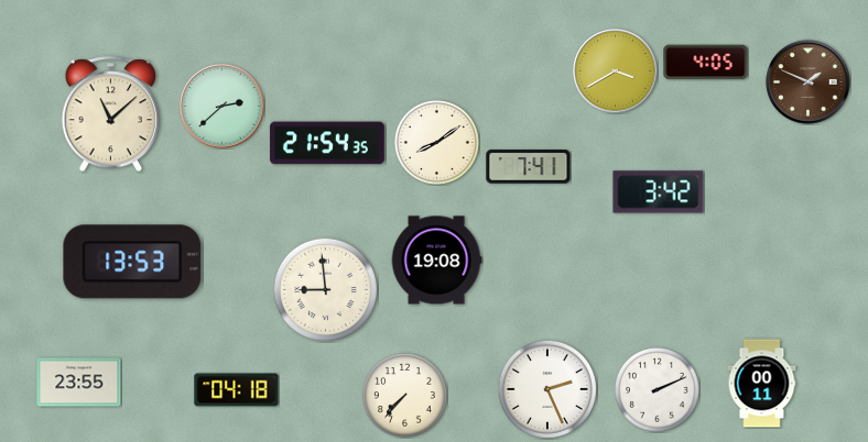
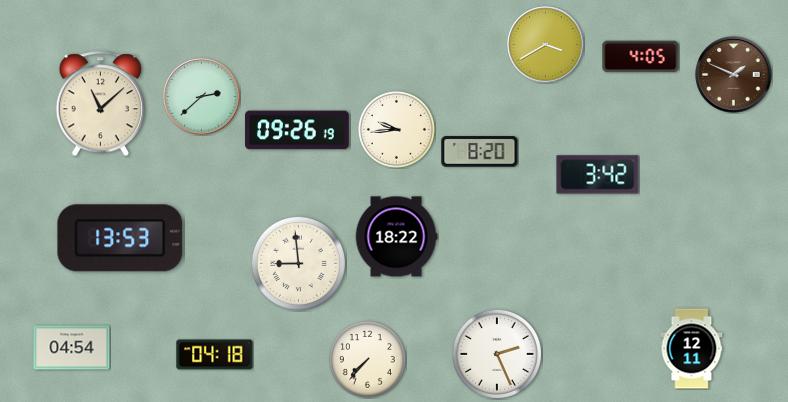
clock at (616, 71) position: (616, 71) -> (546, 45)
clock at (436, 142): 8:09 -> 9:44
clock at (327, 143): 21:54 -> 09:26
clock at (529, 167): 7:41 -> 8:20
clock at (436, 261): 19:08 -> 18:22
clock at (325, 289) position: (325, 289) -> (298, 263)
clock at (79, 383): 23:55 -> 04:54
clock at (762, 384): 00:11 -> 12:11
clock at (657, 389): 2:11 -> none
